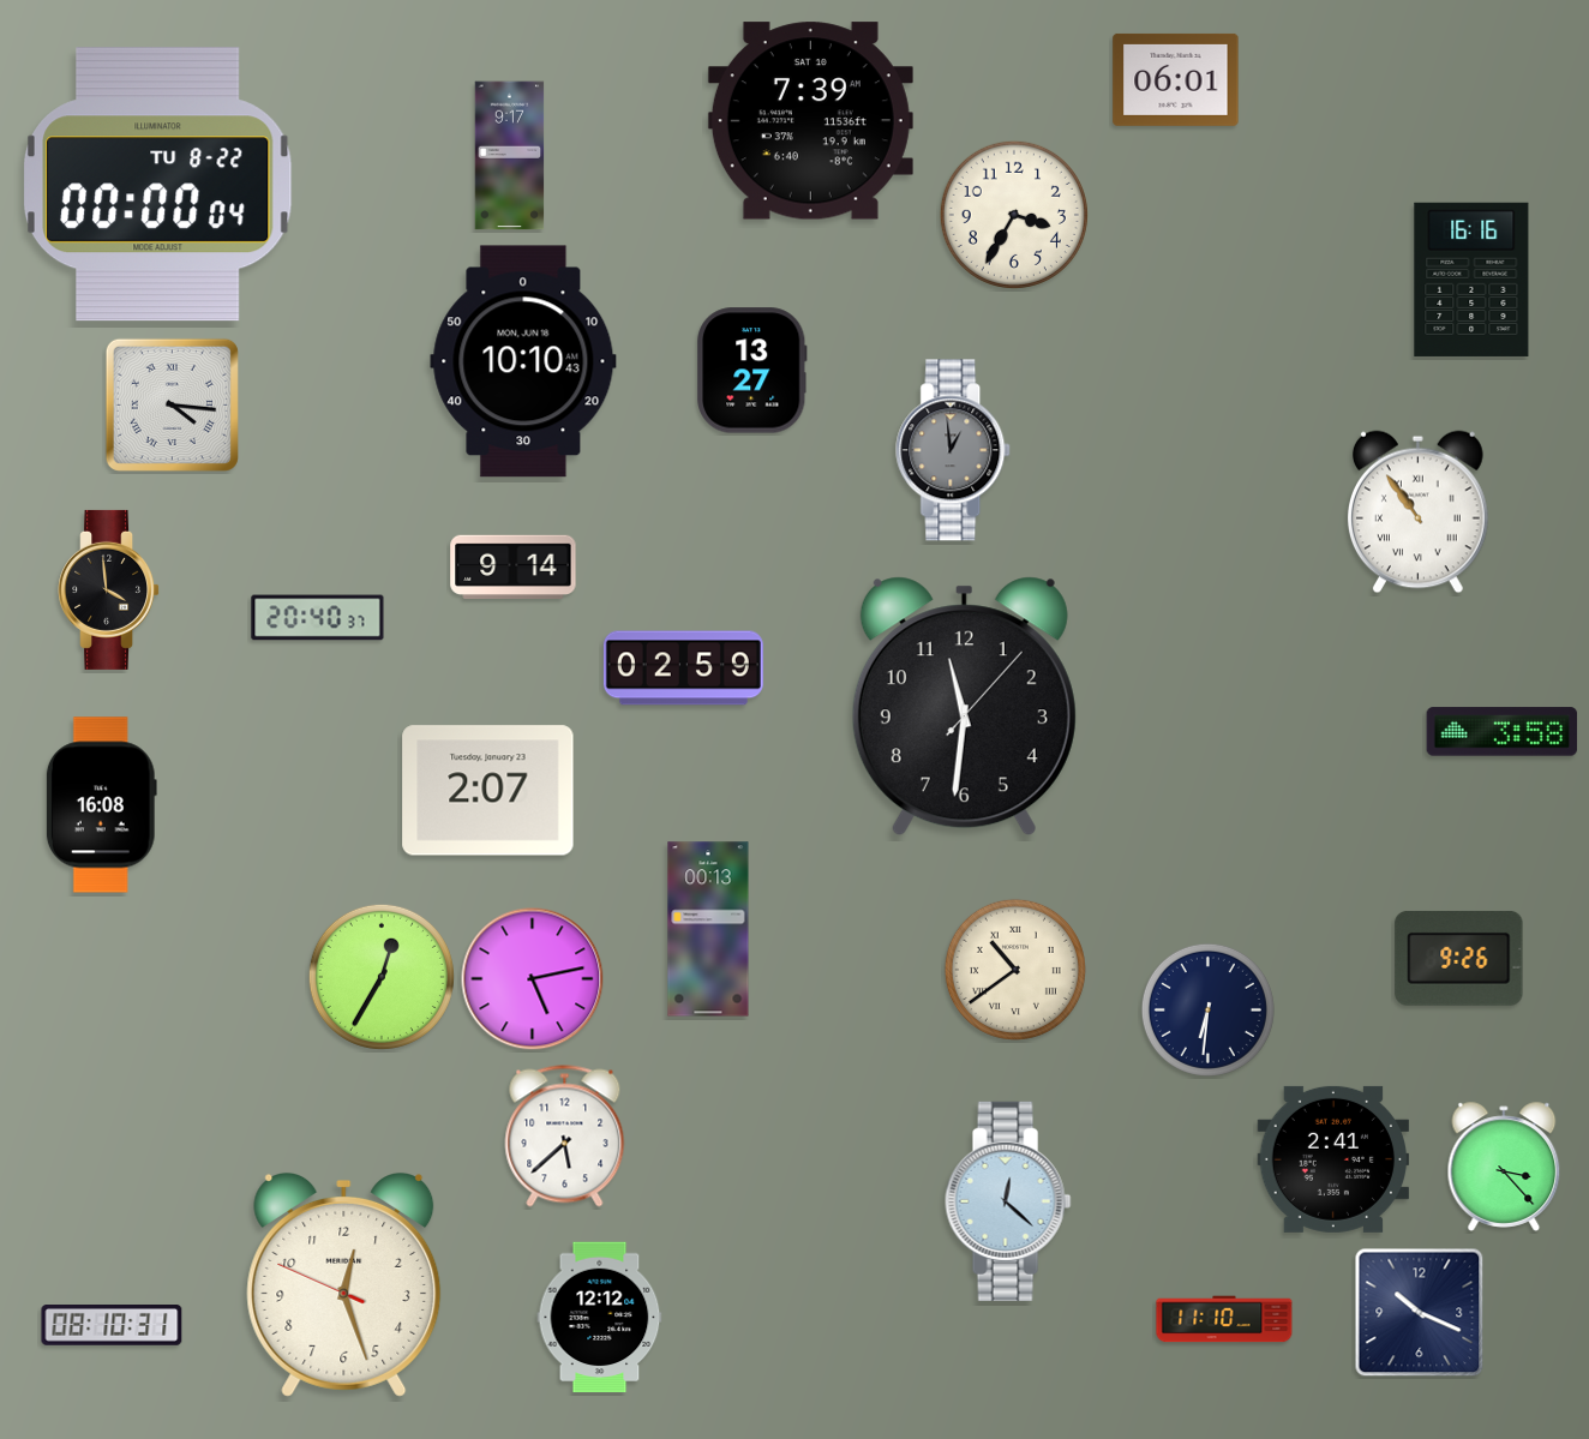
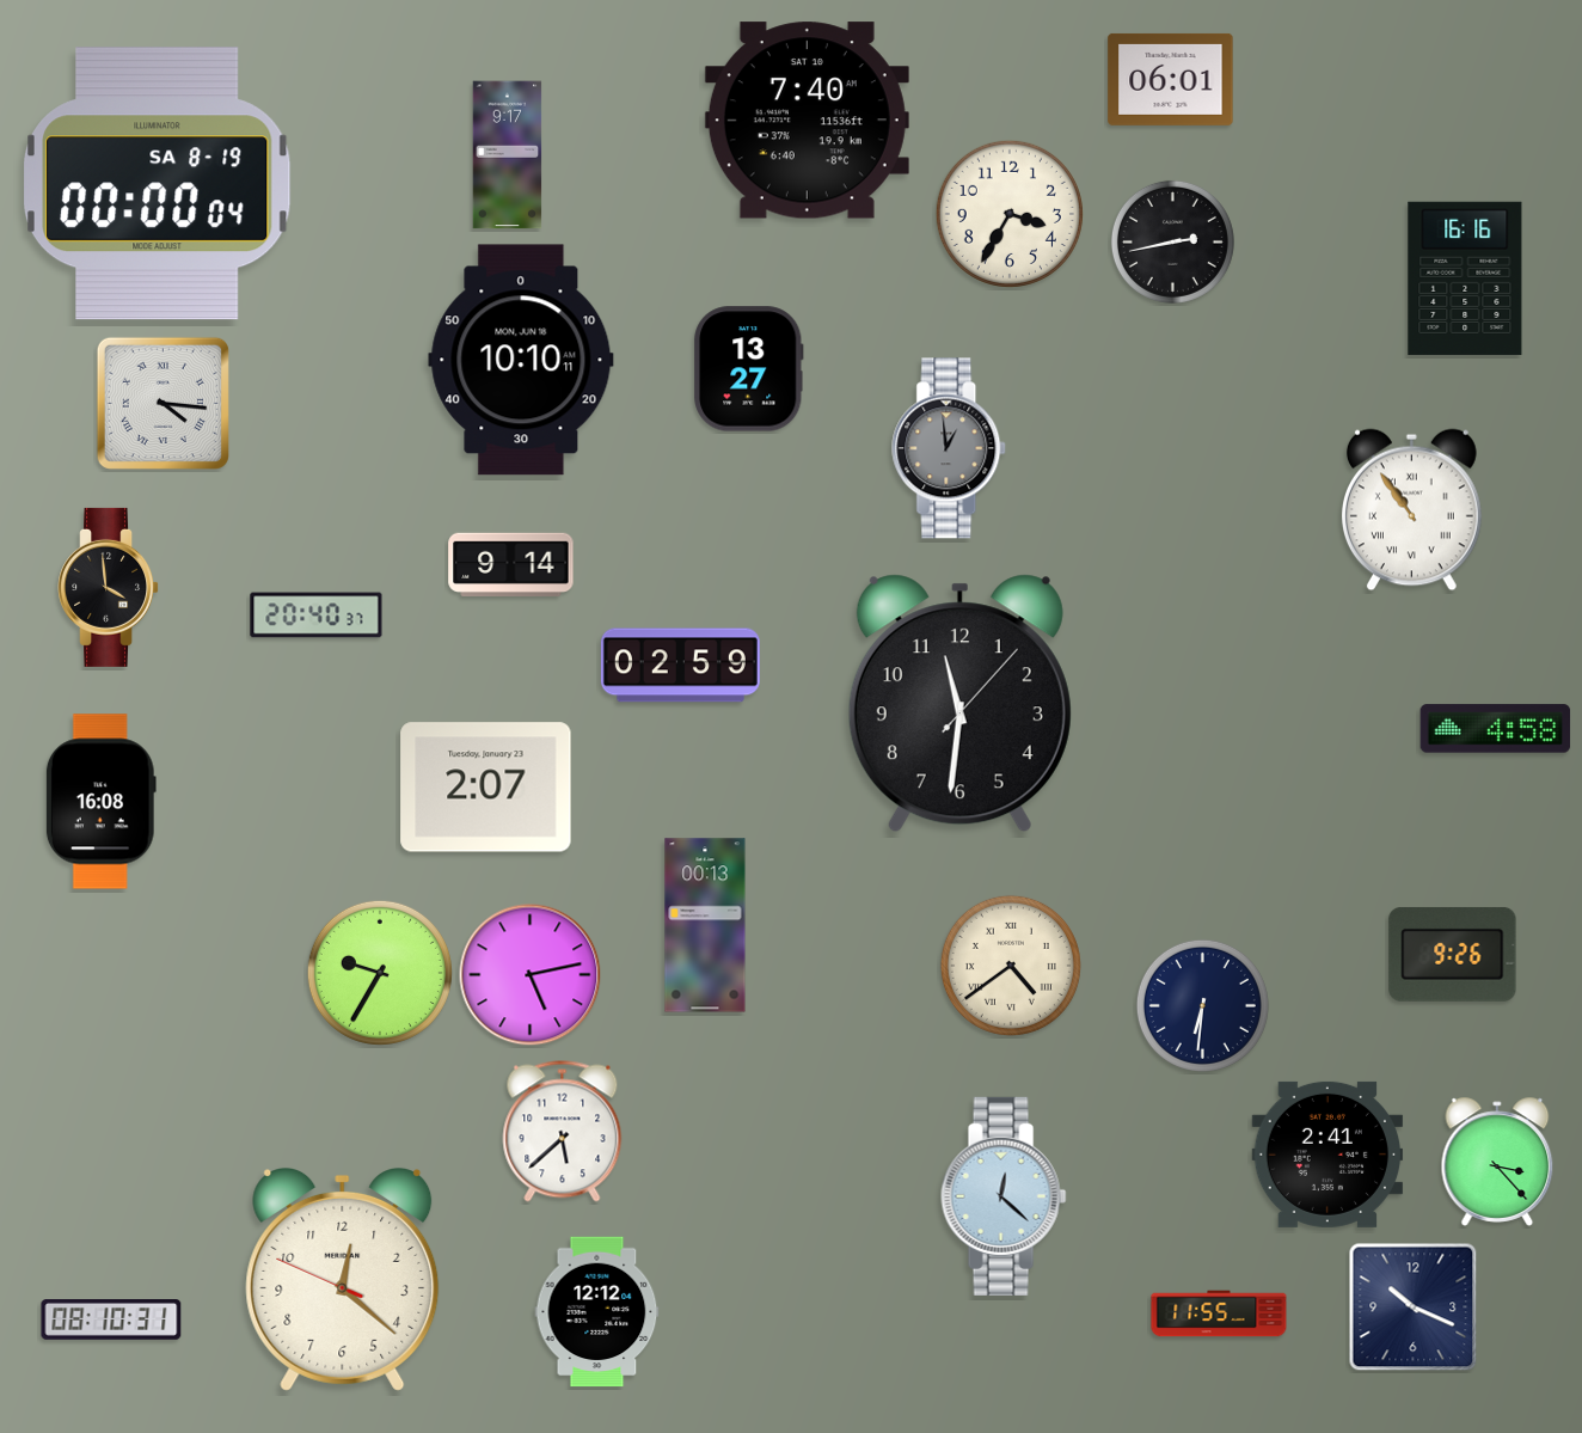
clock at (810, 121): 7:39 -> 7:40
clock at (158, 185) date: TU 8-22 -> SA 8-19
clock at (1172, 241): none -> 2:43
clock at (523, 361): 10:10:43 -> 10:10:11
clock at (172, 404) position: (172, 404) -> (163, 403)
clock at (1503, 732): 3:58 -> 4:58
clock at (1015, 970): 10:39 -> 4:39
clock at (382, 977): 12:35 -> 9:35
clock at (344, 1284): 12:26 -> 12:21
clock at (1224, 1319): 11:10 -> 11:55
